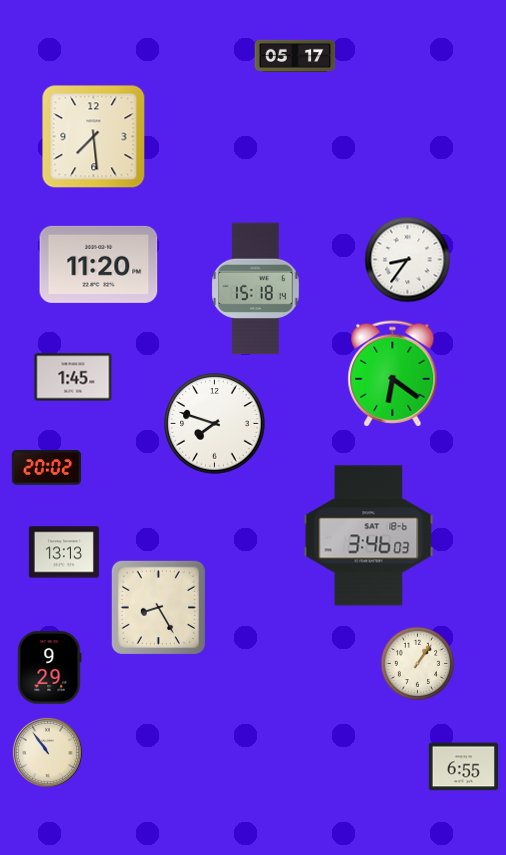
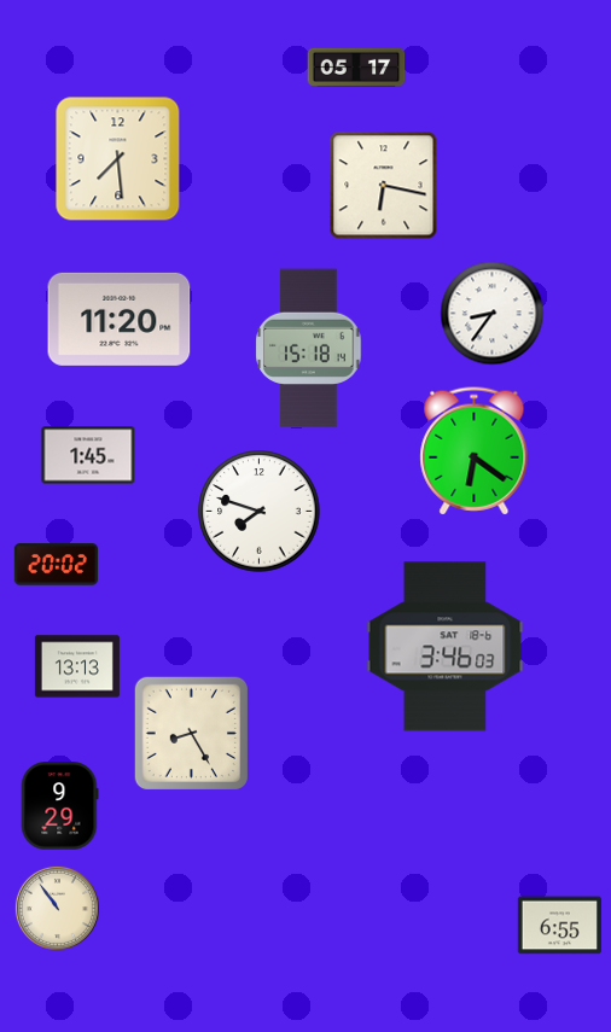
clock at (94, 137) position: (94, 137) -> (118, 159)
clock at (384, 186): none -> 6:17
clock at (417, 663): 1:06 -> none
